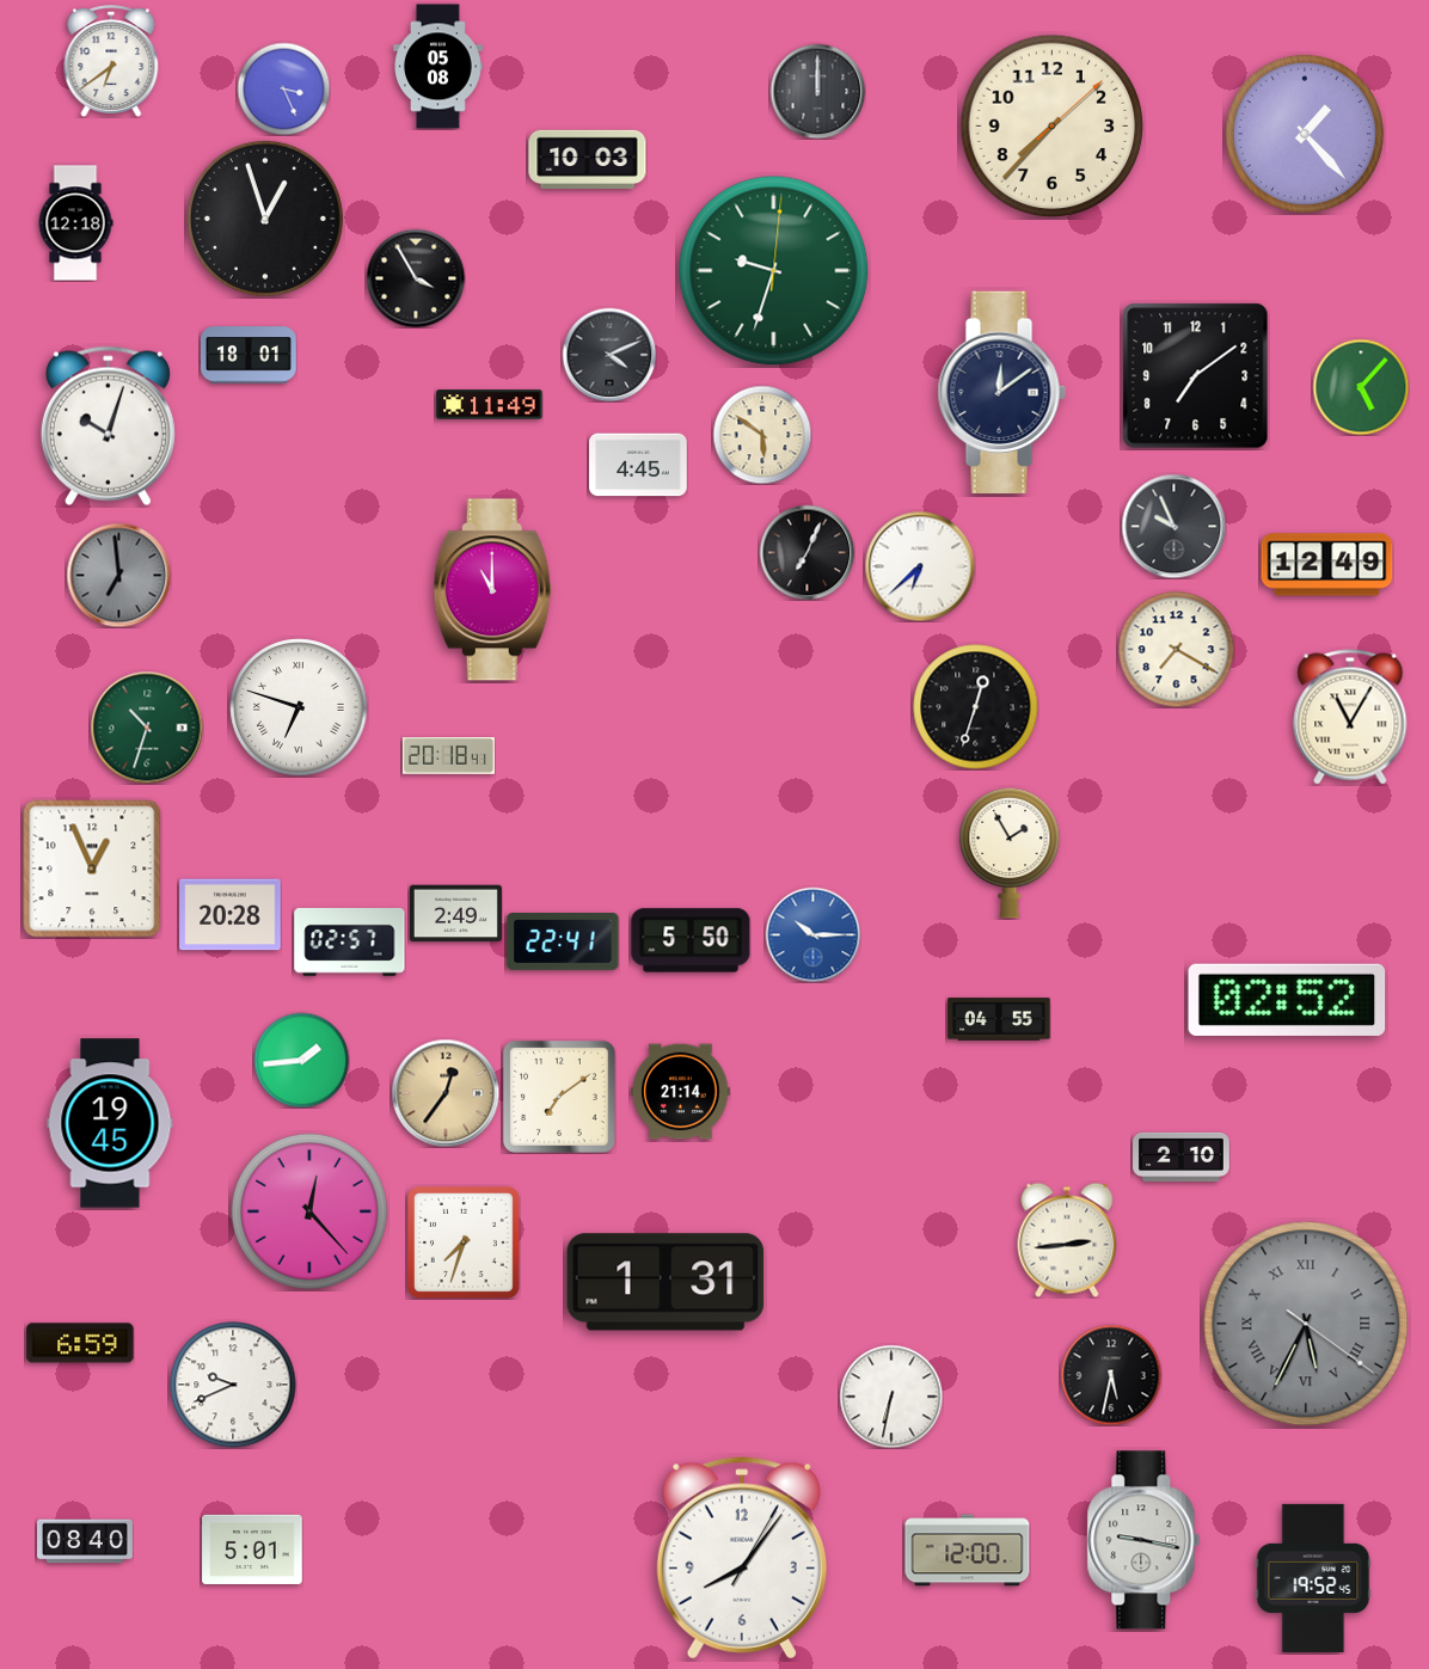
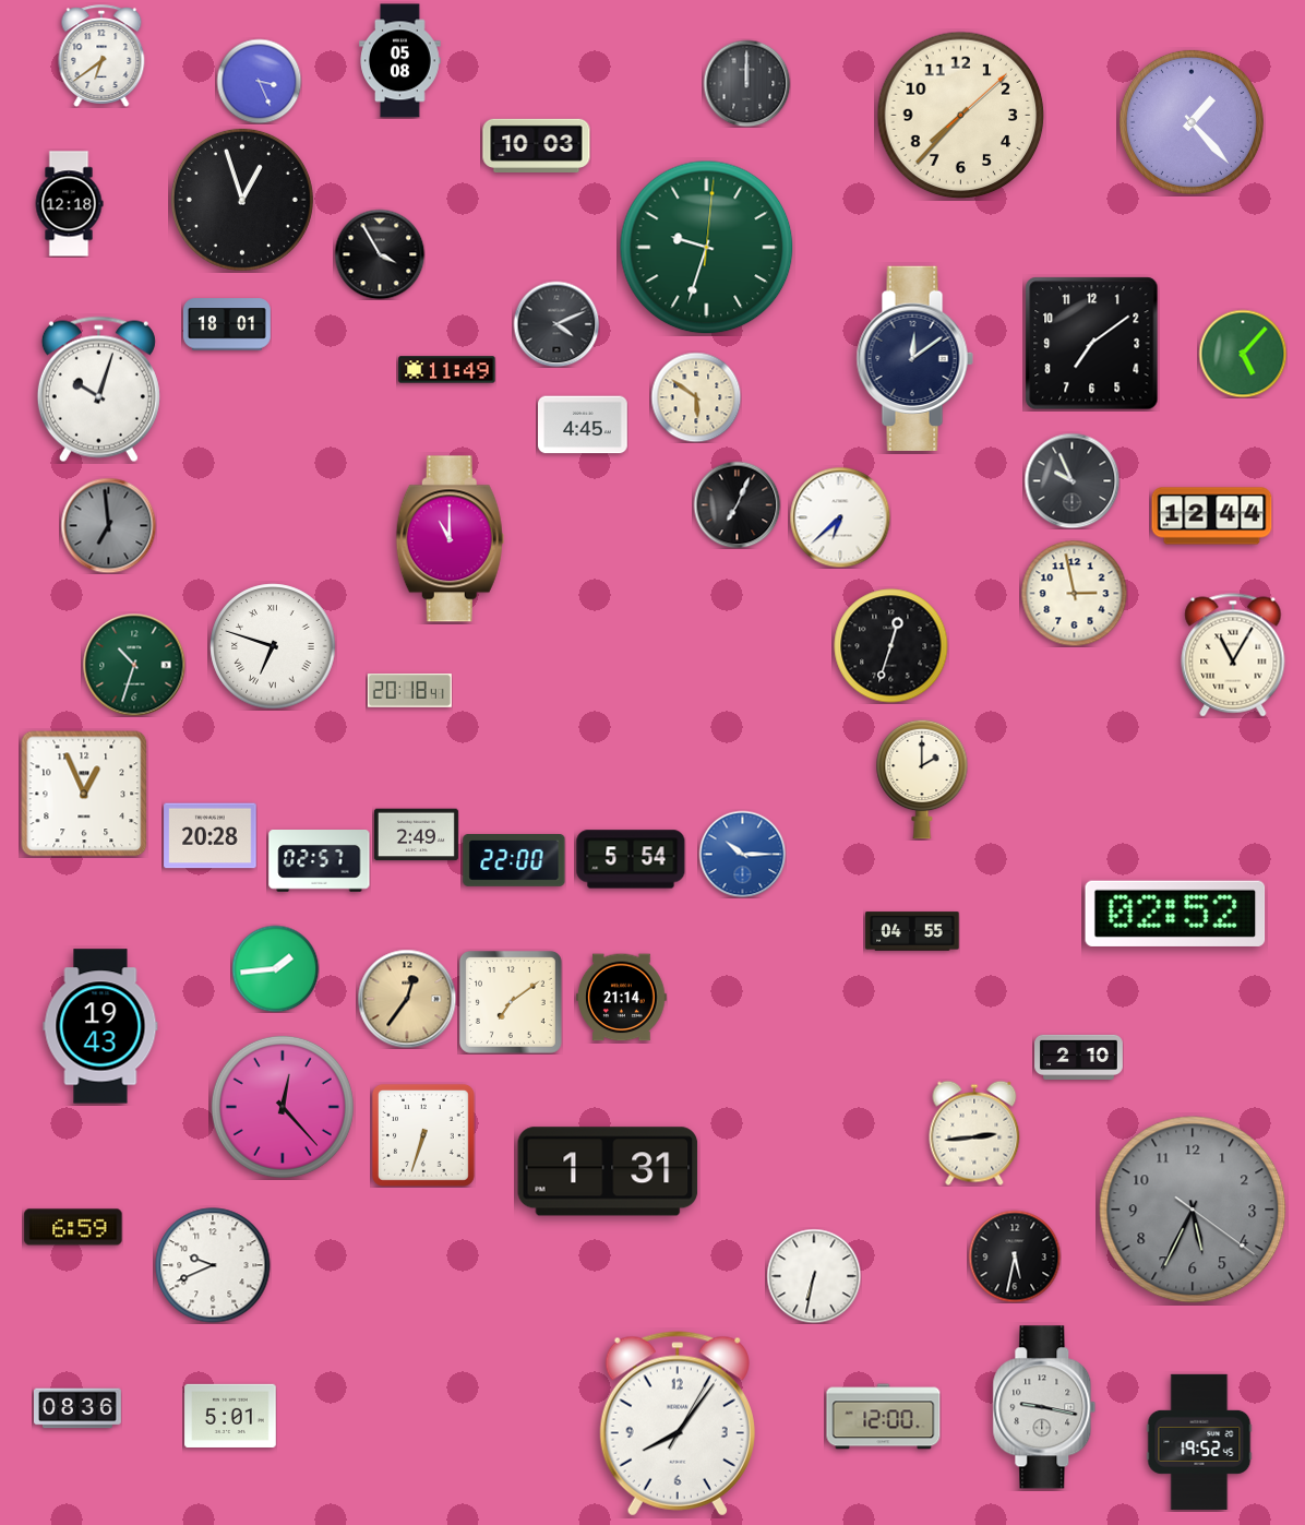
clock at (1327, 565): 12:49 -> 12:44
clock at (1176, 649): 7:20 -> 2:58
clock at (1010, 853): 1:55 -> 2:00
clock at (691, 940): 5:50 -> 5:54
clock at (563, 943): 22:41 -> 22:00
clock at (110, 1123): 19:45 -> 19:43
clock at (464, 1242): 7:33 -> 6:33
clock at (1306, 1324) numerals: Roman -> Arabic
clock at (86, 1541): 08:40 -> 08:36
